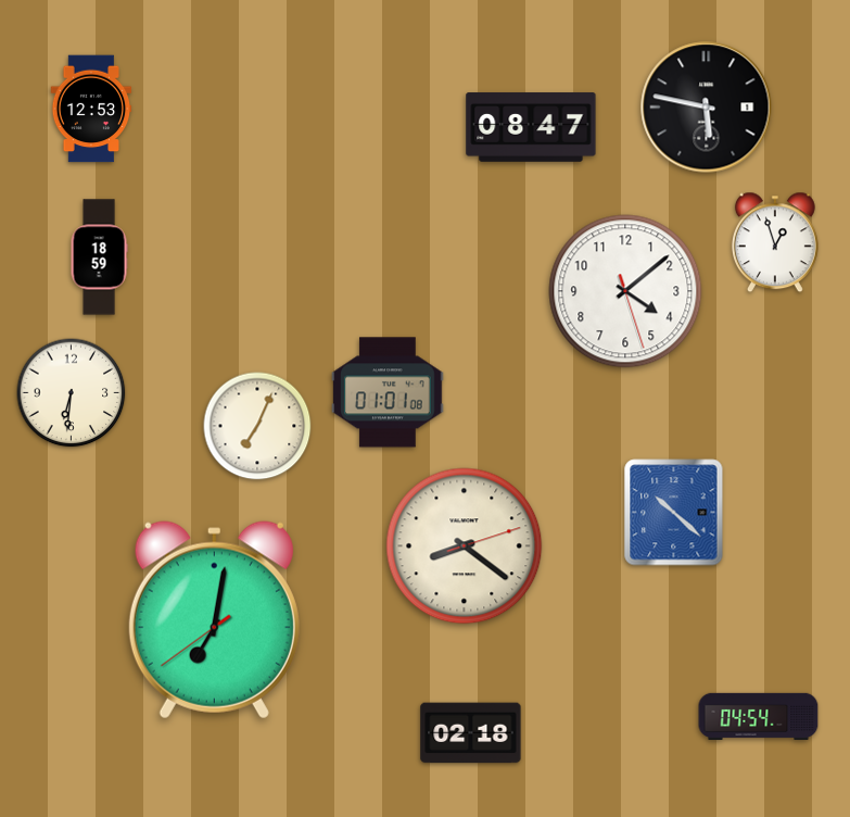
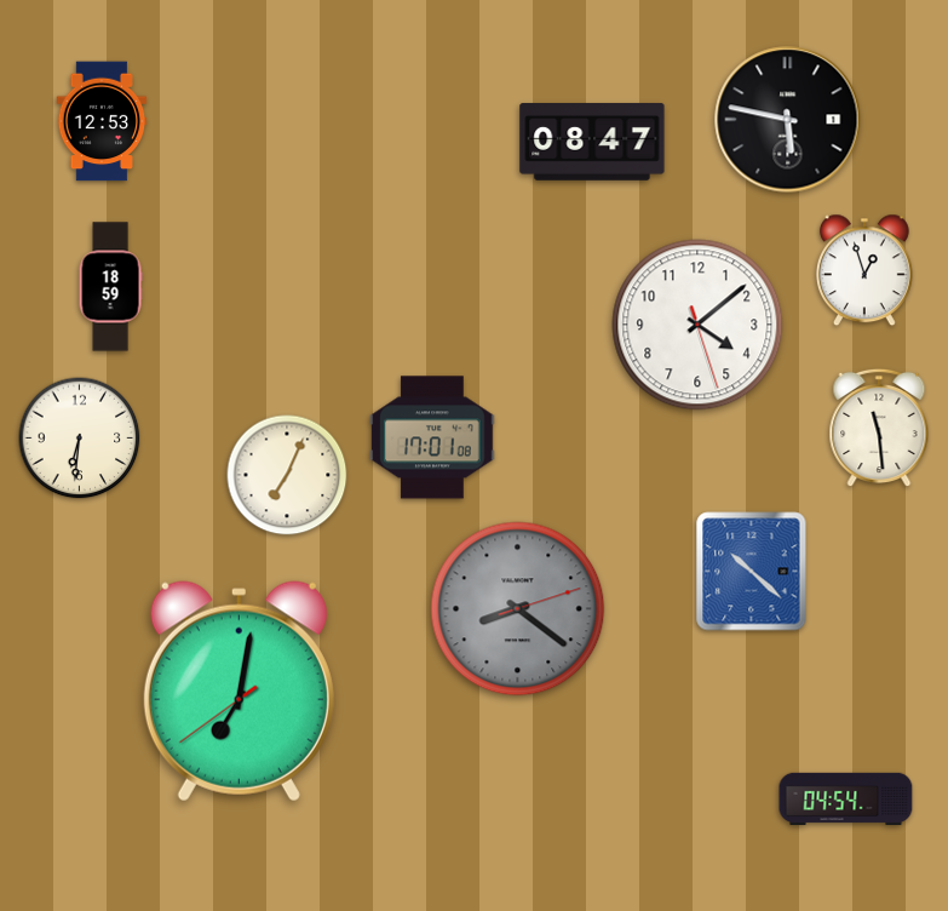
clock at (879, 428): none -> 11:29
clock at (388, 392): 01:01 -> 17:01
clock at (465, 546) dial: cream -> grey
clock at (471, 733): 02:18 -> none
